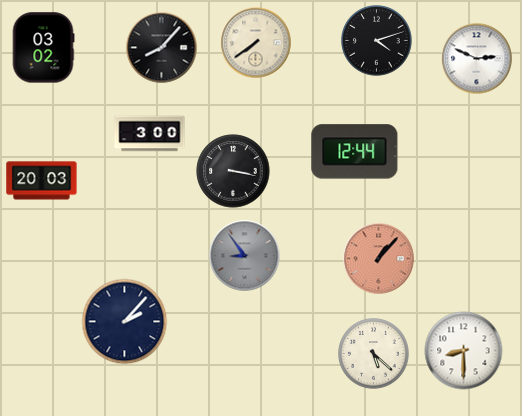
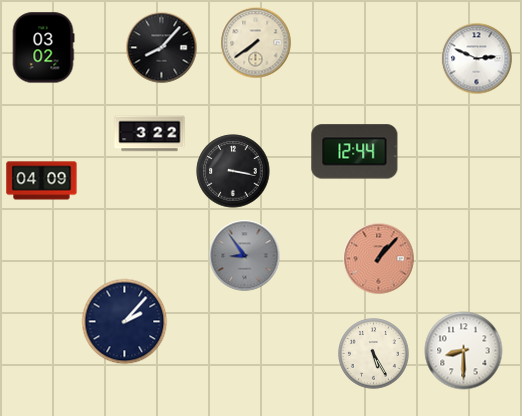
clock at (377, 41): 4:12 -> none
clock at (150, 134): 3:00 -> 3:22
clock at (42, 181): 20:03 -> 04:09
clock at (374, 354): 5:22 -> 5:25
